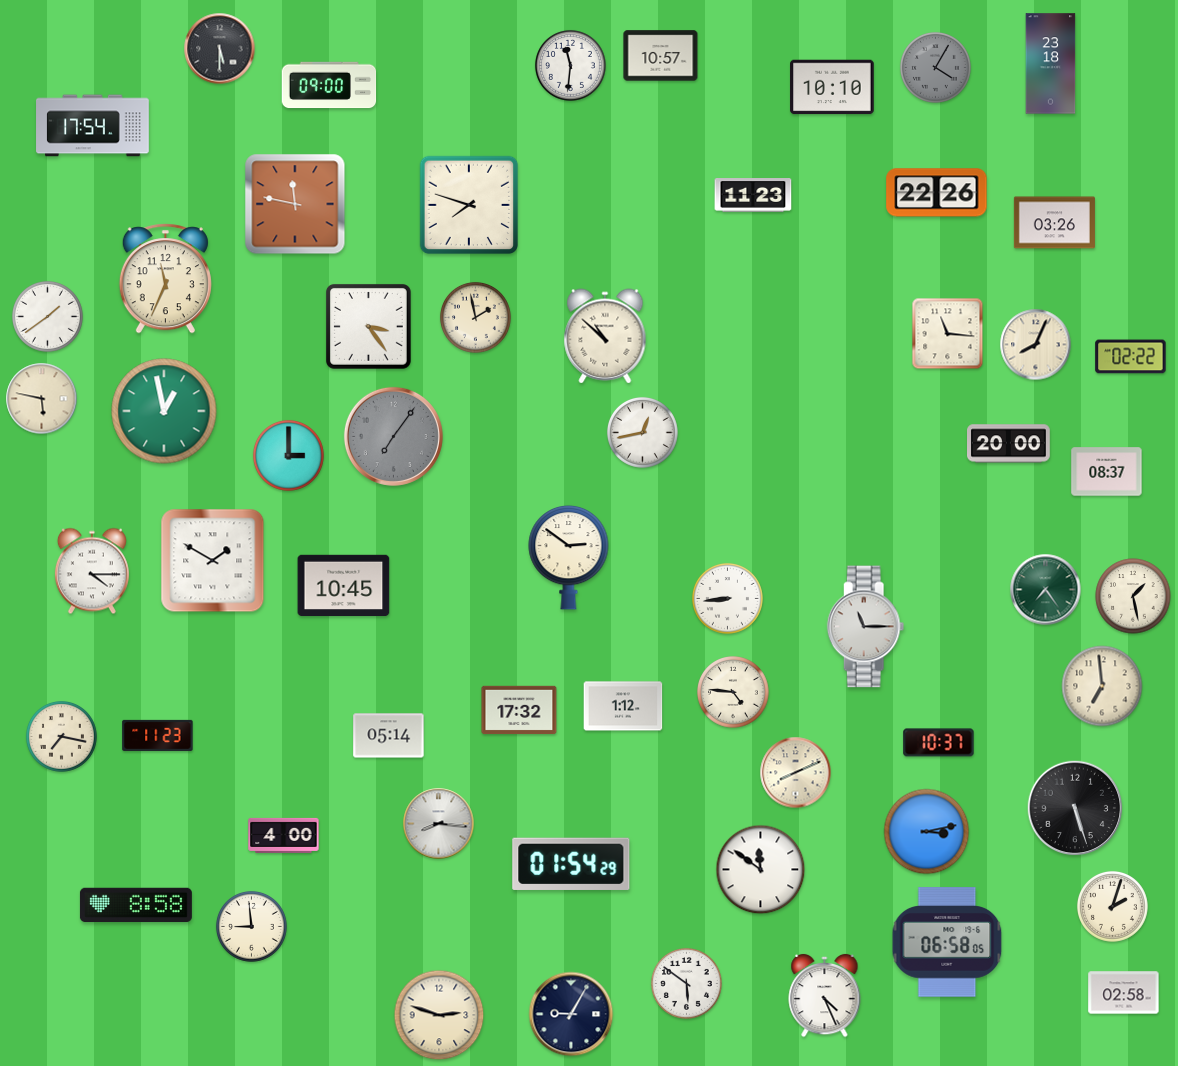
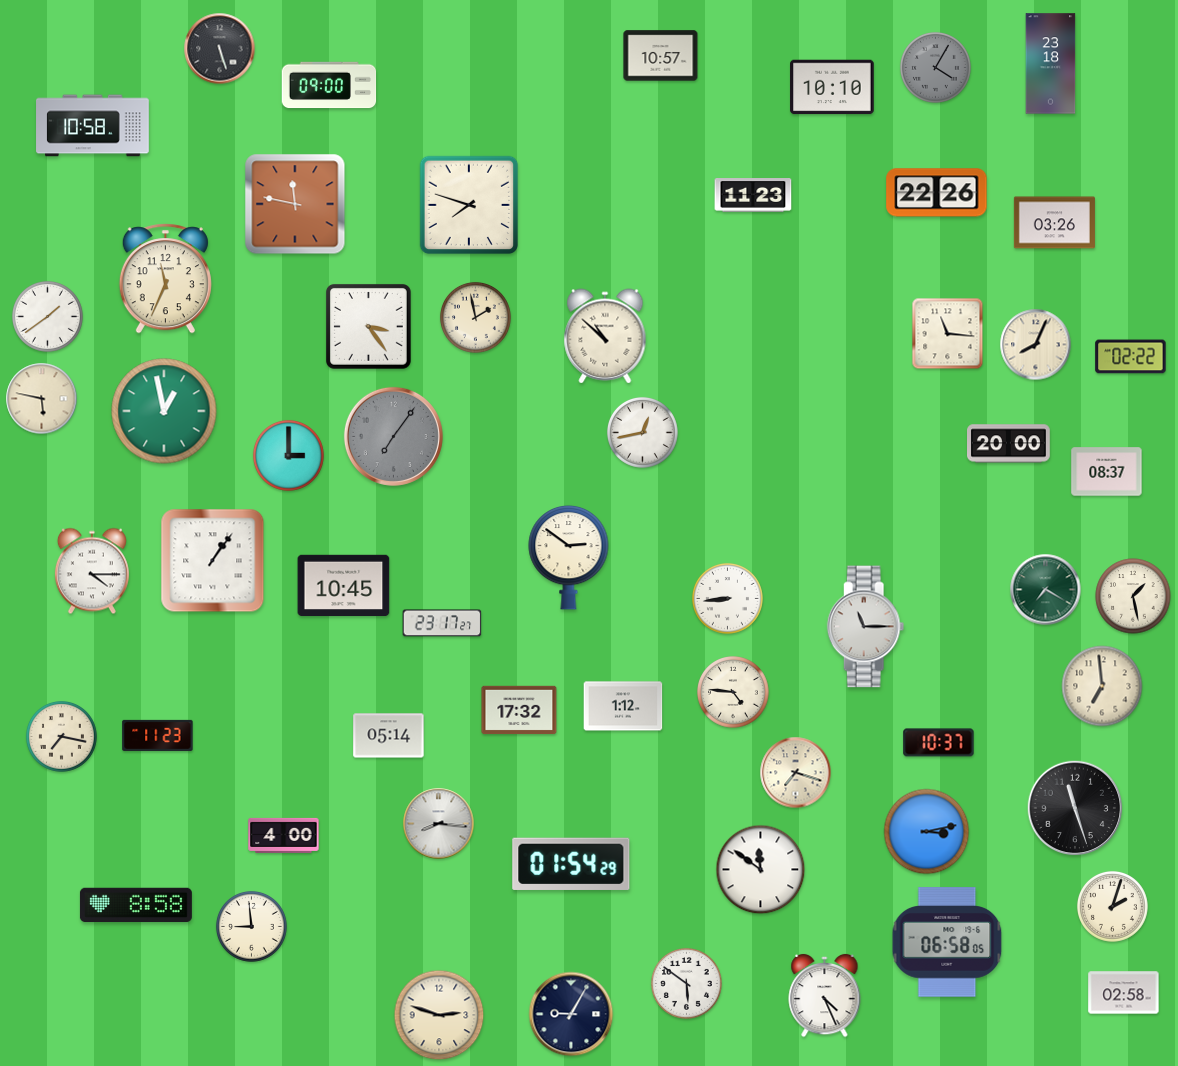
clock at (220, 49): 5:30 -> 5:27
clock at (571, 66): 11:31 -> none
clock at (93, 126): 17:54 -> 10:58
clock at (213, 561): 1:50 -> 1:06
clock at (1046, 590): 7:24 -> 7:20
clock at (442, 623): none -> 23:17
clock at (796, 773): 8:11 -> 7:18
clock at (1075, 808): 5:27 -> 11:27
